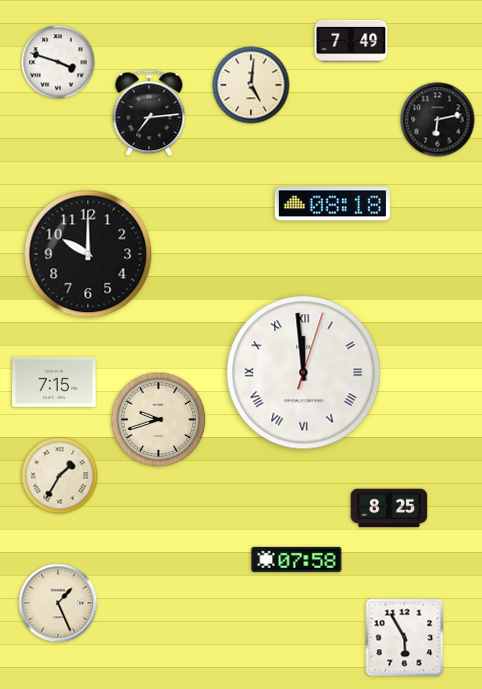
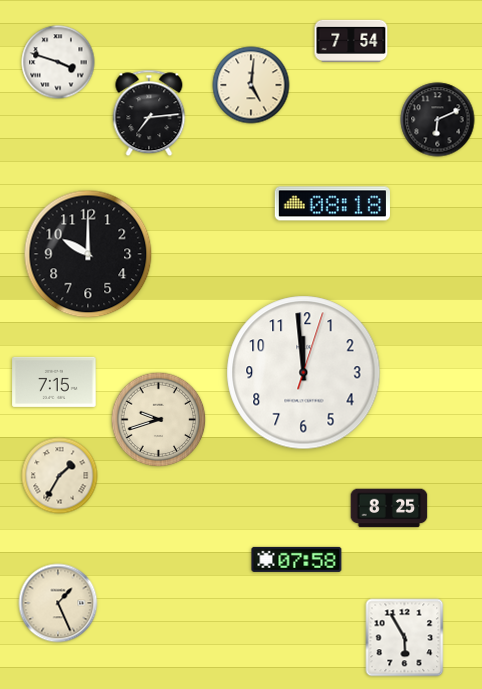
clock at (351, 41): 7:49 -> 7:54
clock at (438, 120): 6:13 -> 6:11
clock at (304, 373) numerals: Roman -> Arabic
